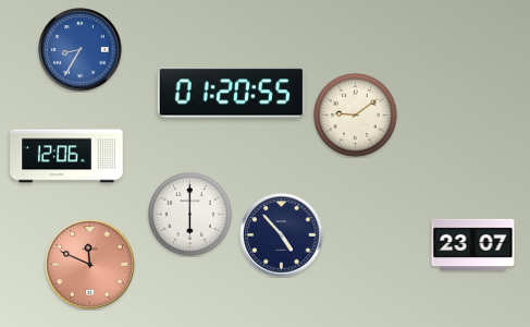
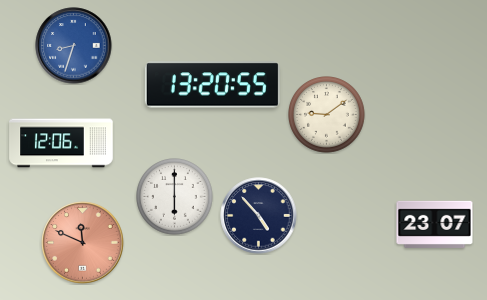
clock at (81, 50): 8:35 -> 8:33
clock at (231, 93): 01:20 -> 13:20
clock at (356, 116) position: (356, 116) -> (327, 115)
